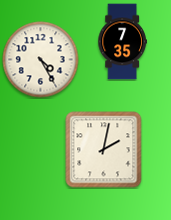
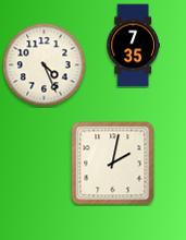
clock at (41, 60): 4:25 -> 4:26
